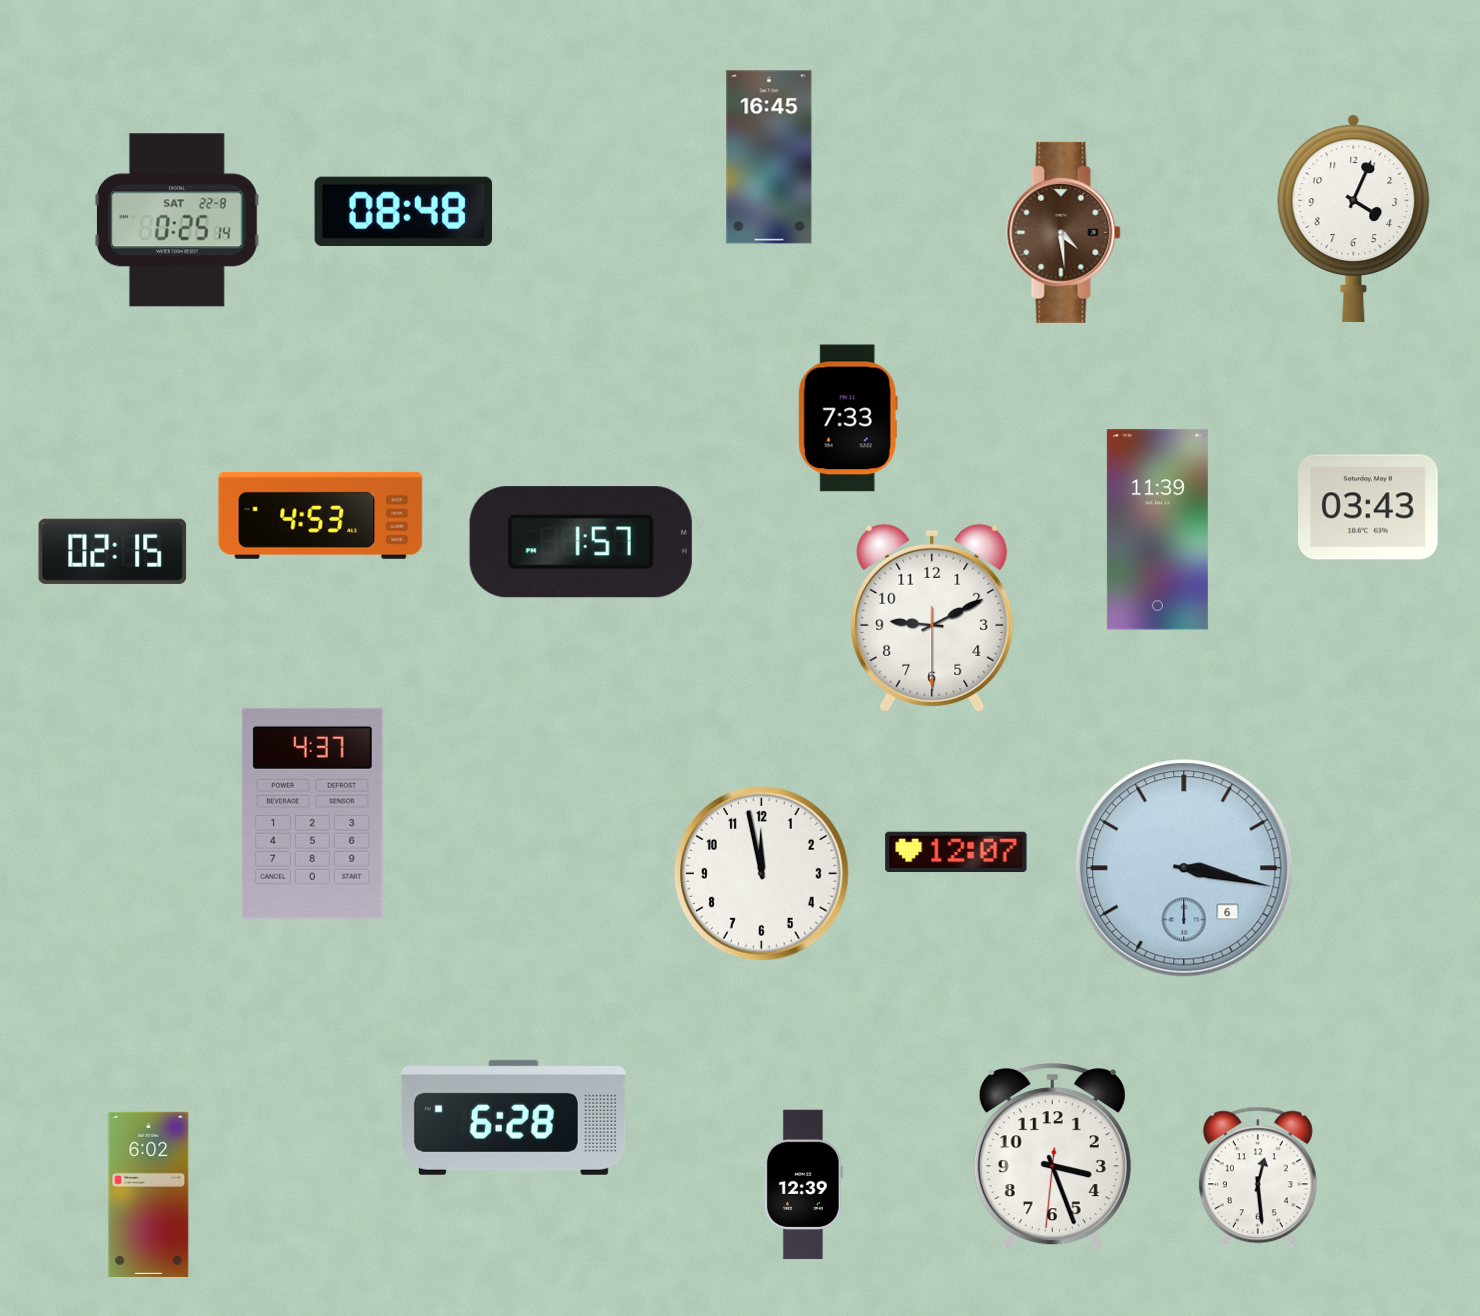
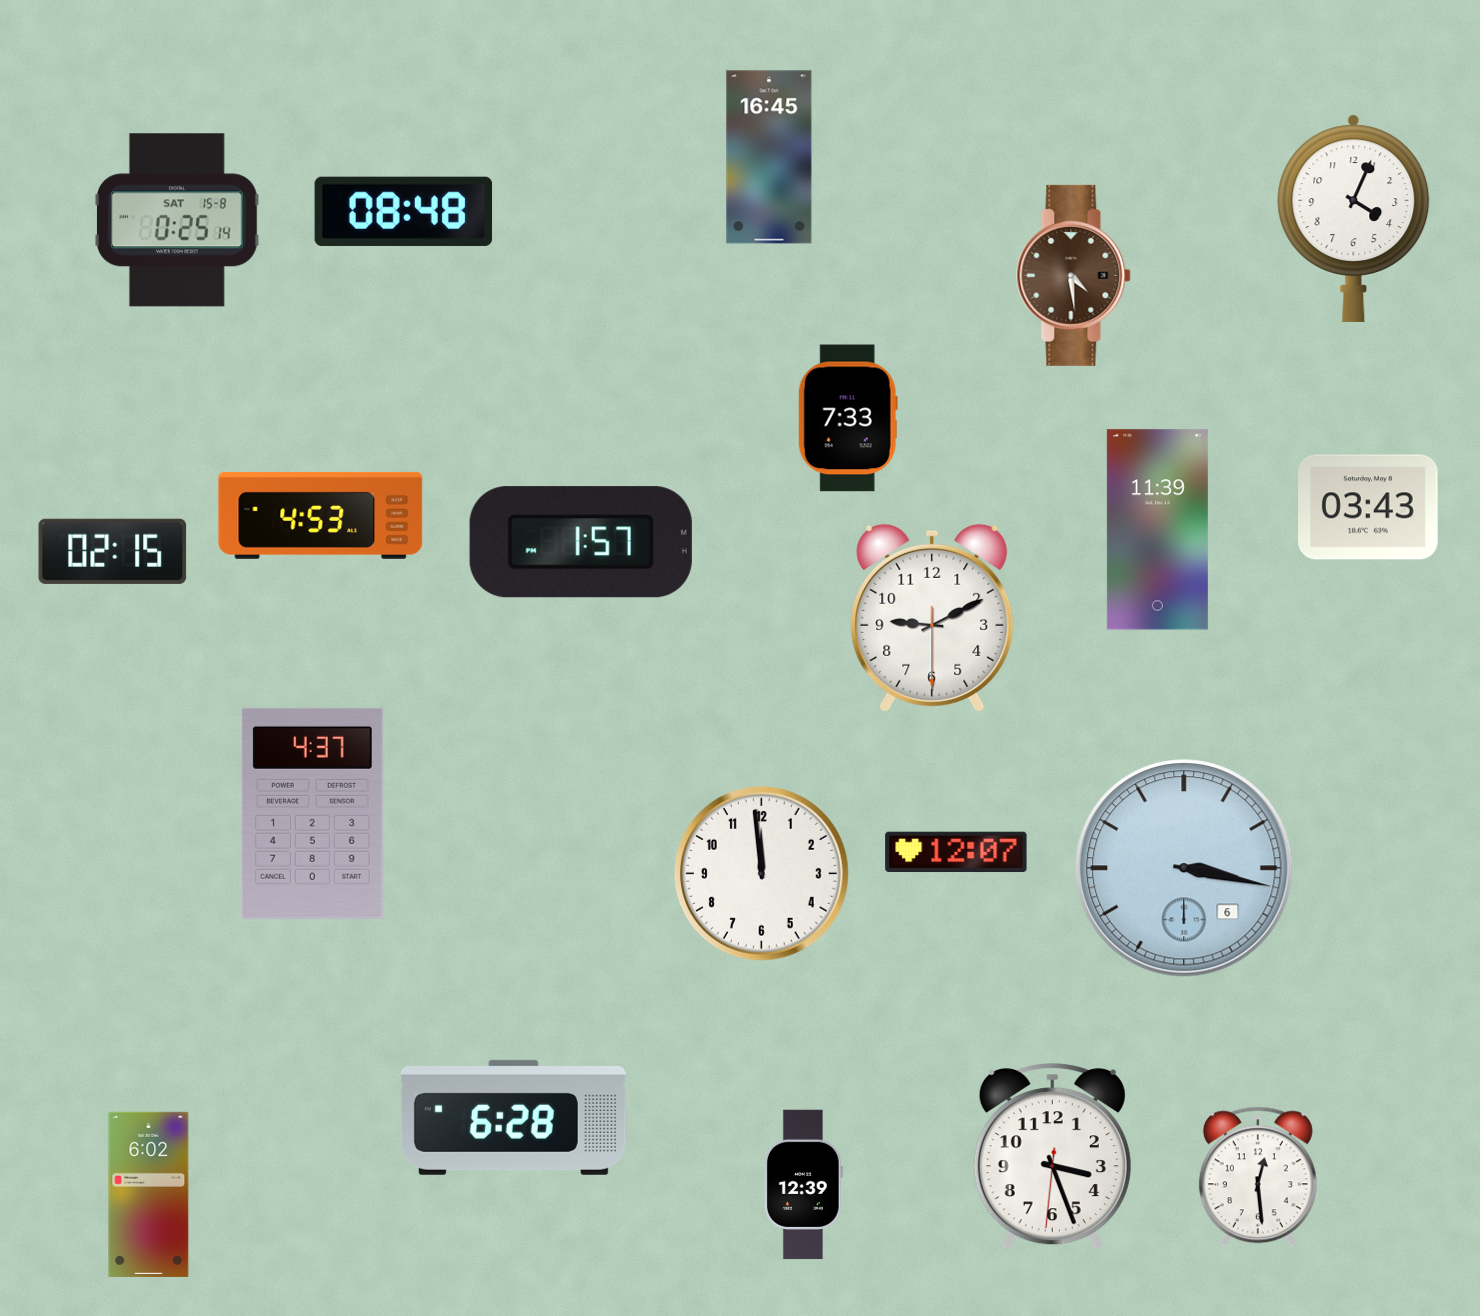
clock at (178, 220) date: SAT 22-8 -> SAT 15-8
clock at (1064, 232) position: (1064, 232) -> (1074, 275)
clock at (761, 873): 11:58 -> 11:59
